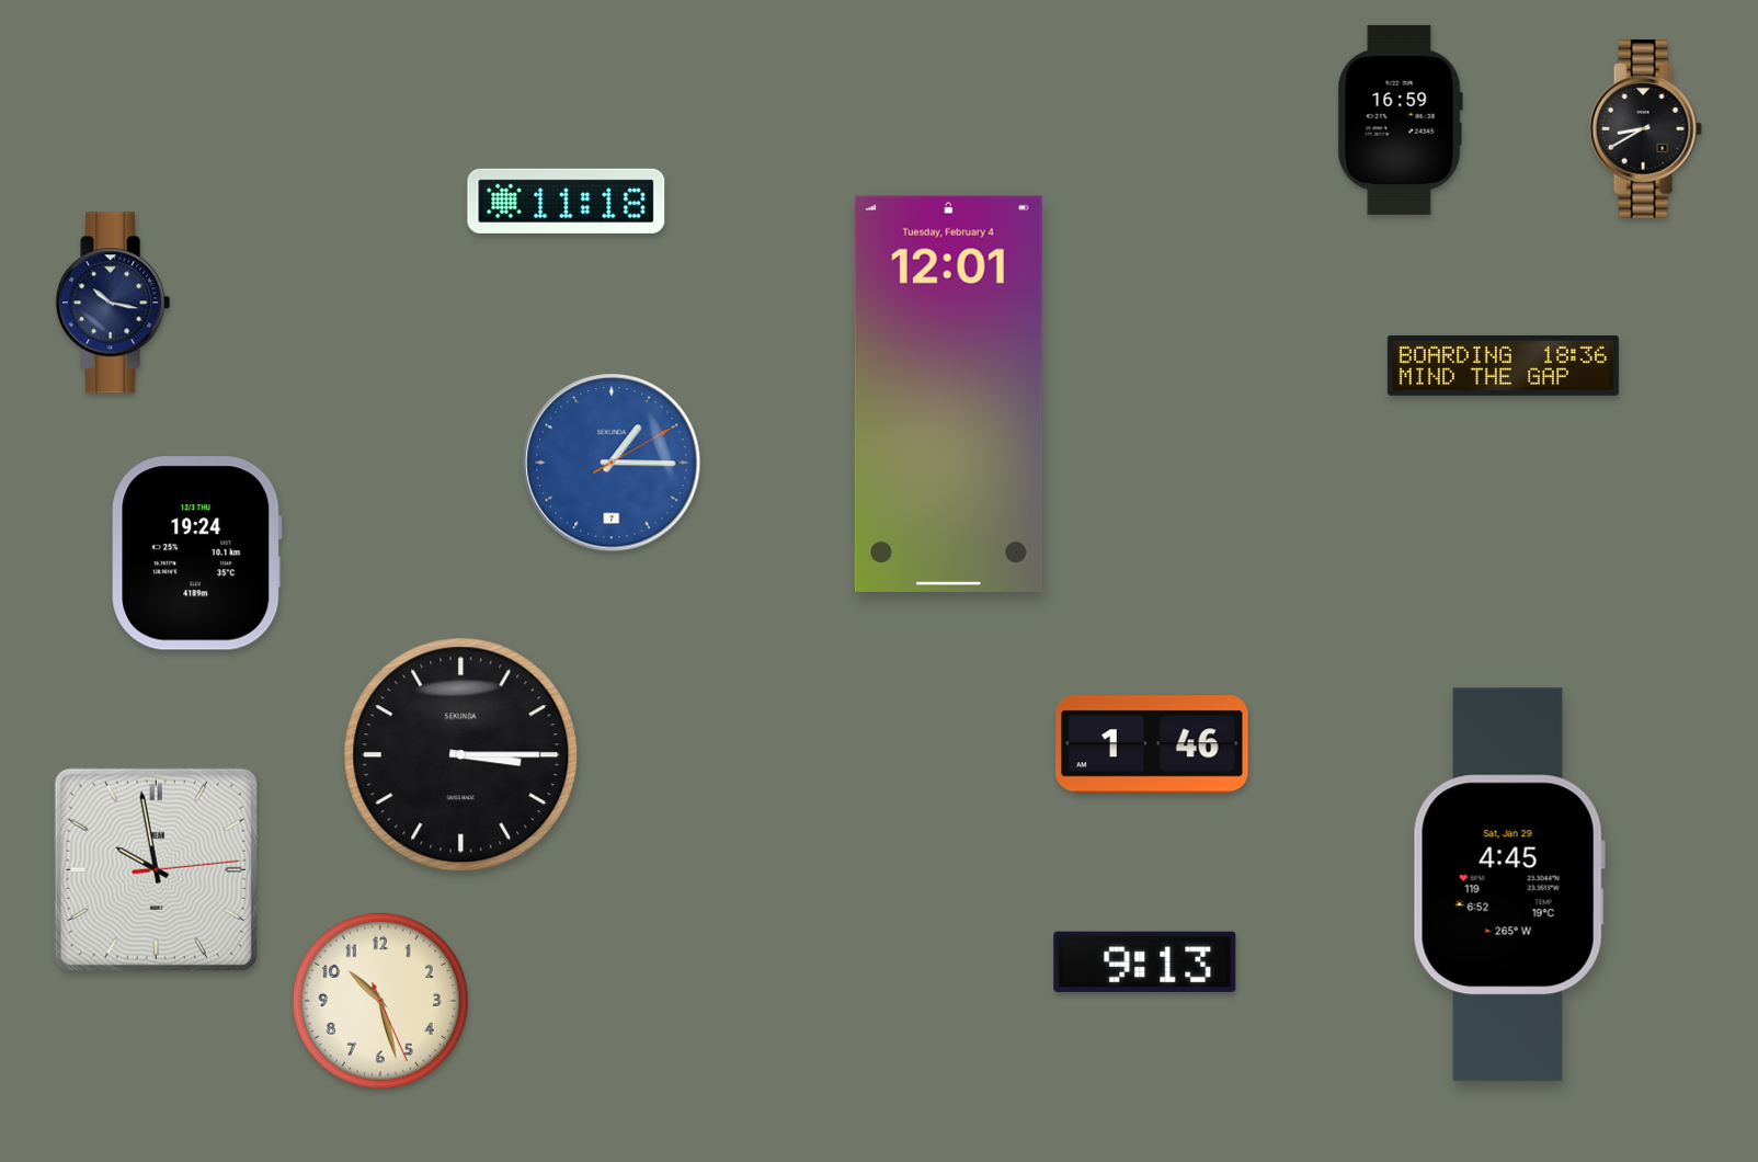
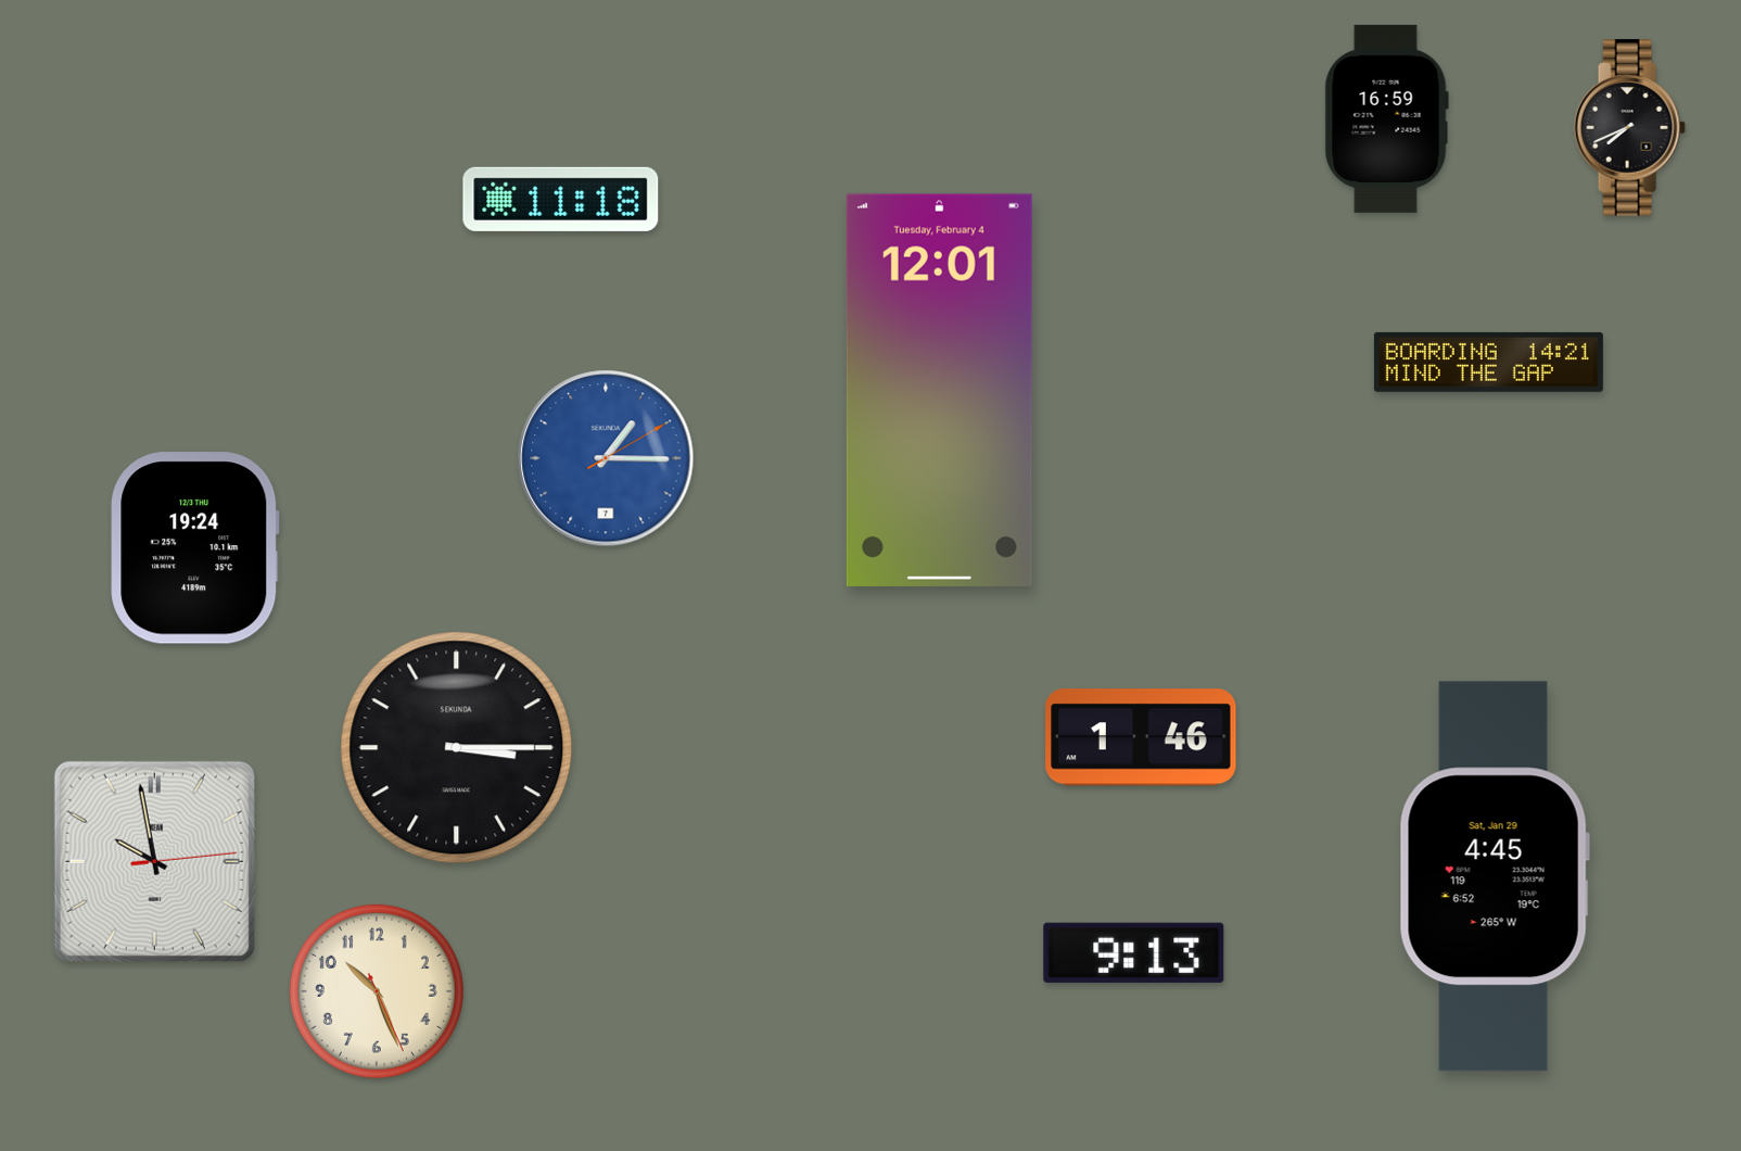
clock at (1645, 129): 8:40 -> 7:41
clock at (113, 303): 10:17 -> none
clock at (1503, 365): 18:36 -> 14:21
clock at (380, 1001): 10:27 -> 10:26
